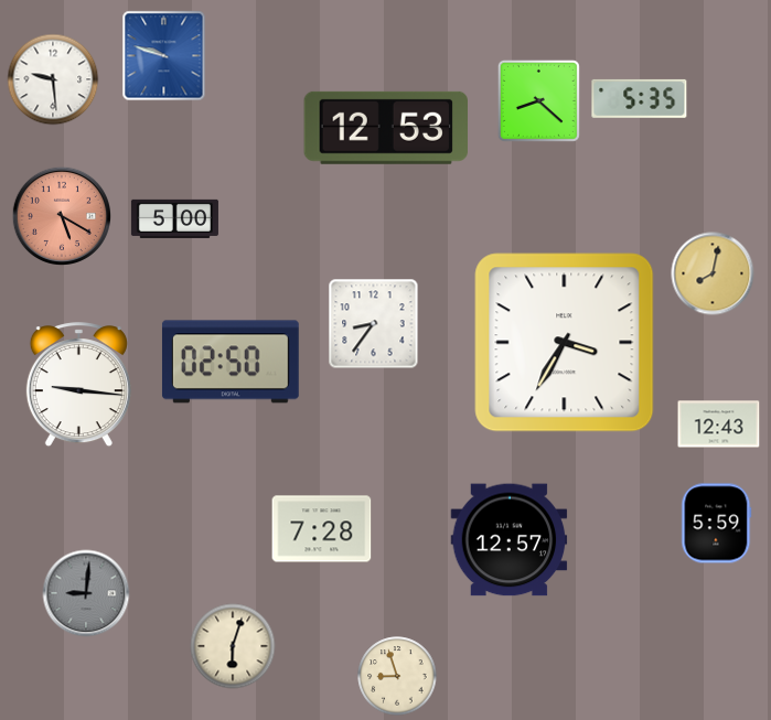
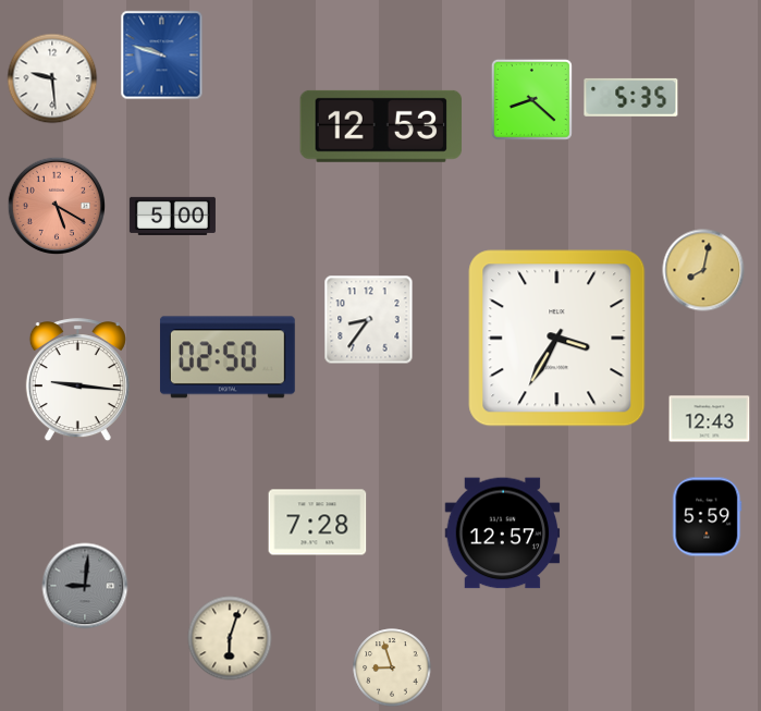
clock at (61, 215) position: (61, 215) -> (56, 205)
